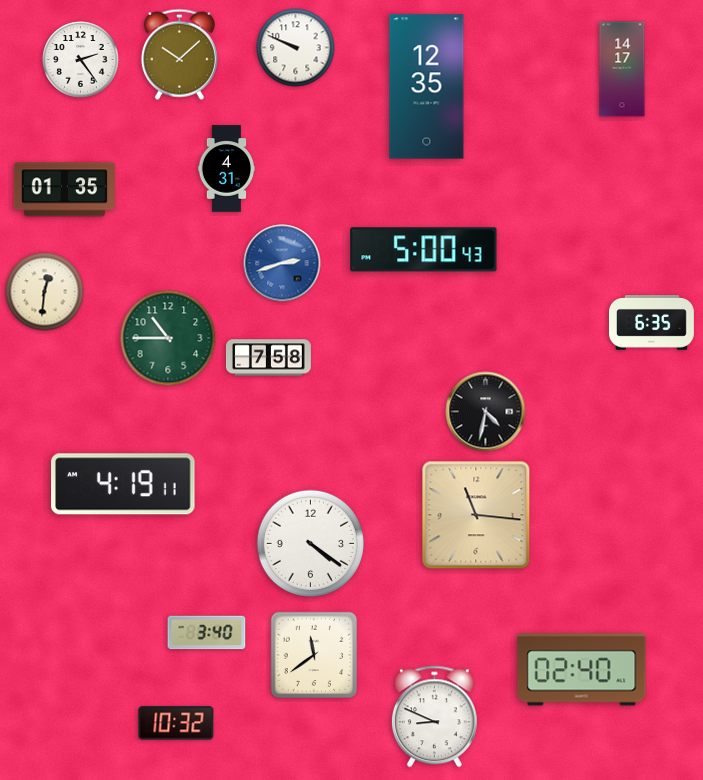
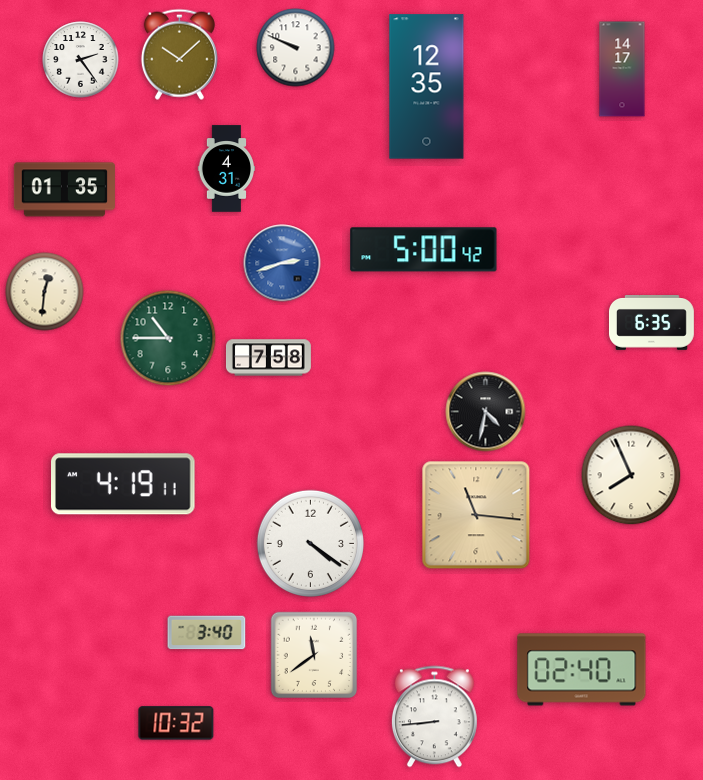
clock at (424, 250): 5:00:43 -> 5:00:42
clock at (631, 475): none -> 7:56
clock at (434, 717): 8:49 -> 8:44
